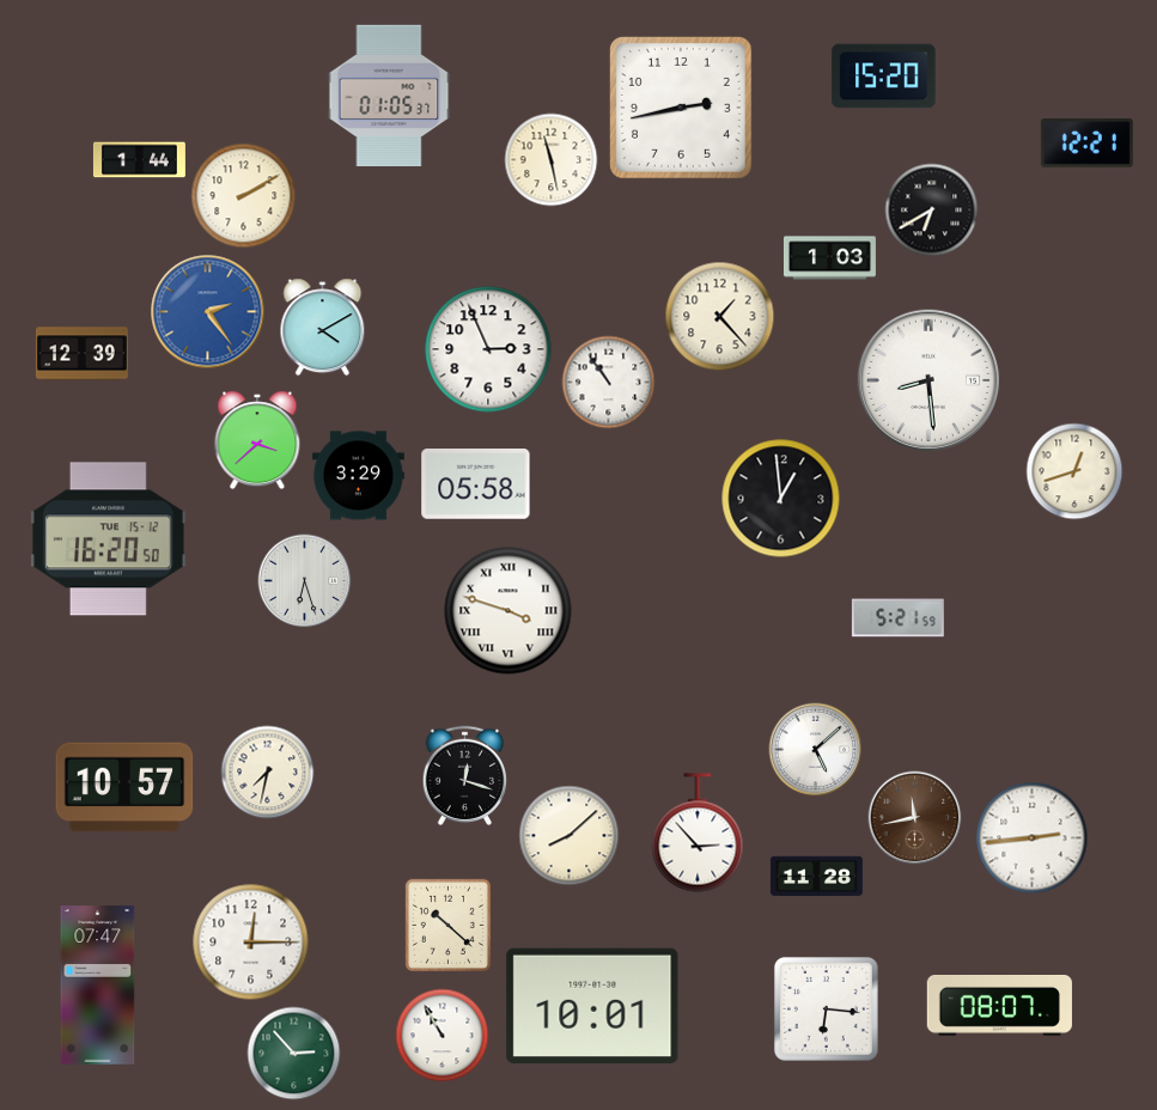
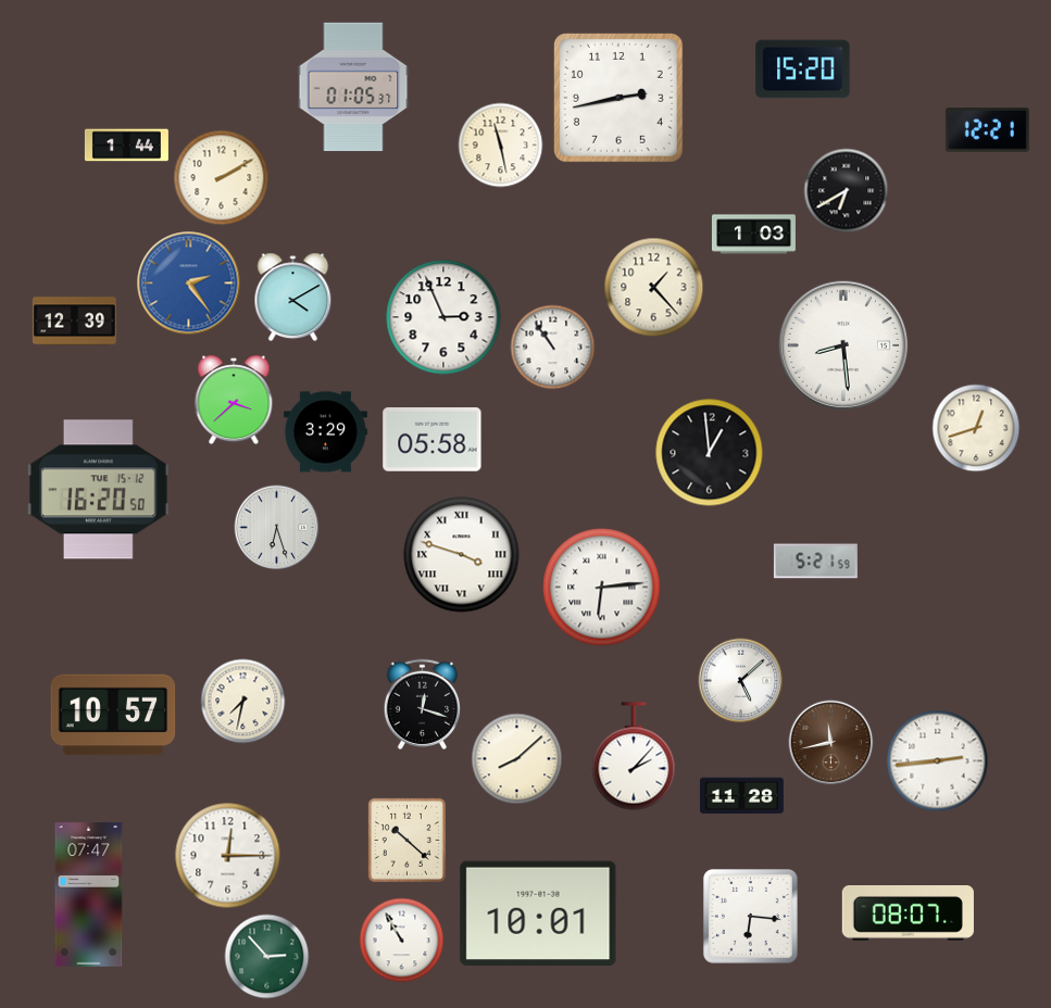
clock at (602, 588): none -> 6:14
clock at (698, 832): 2:53 -> 2:07
